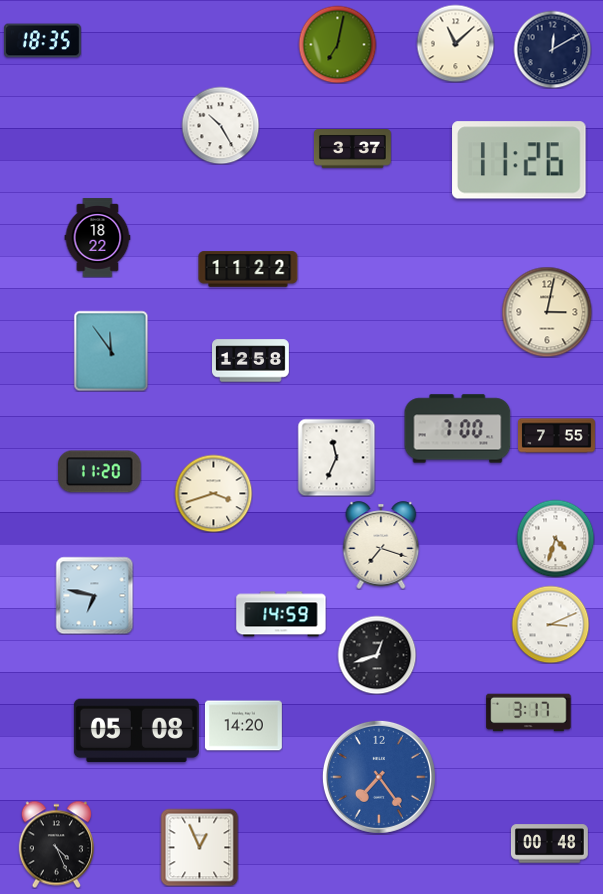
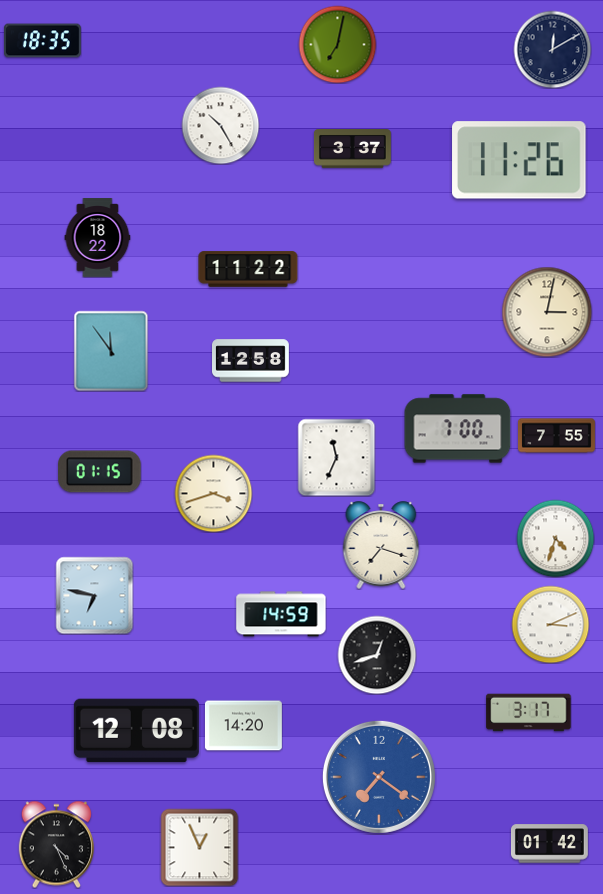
clock at (455, 43): 11:08 -> none
clock at (100, 472): 11:20 -> 01:15
clock at (136, 731): 05:08 -> 12:08
clock at (379, 777): 7:24 -> 7:21
clock at (549, 844): 00:48 -> 01:42
